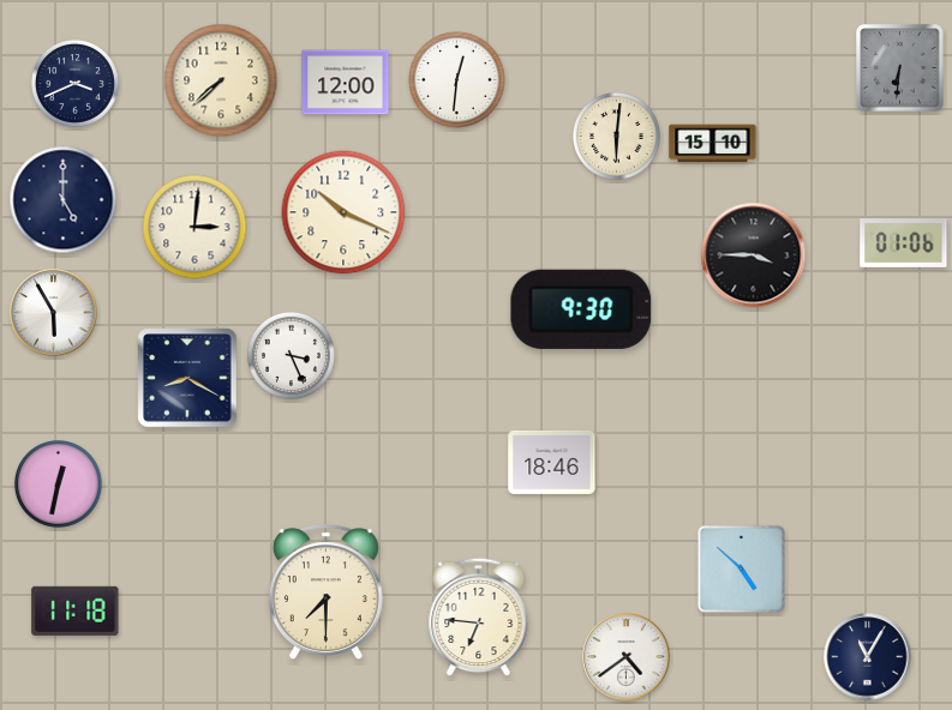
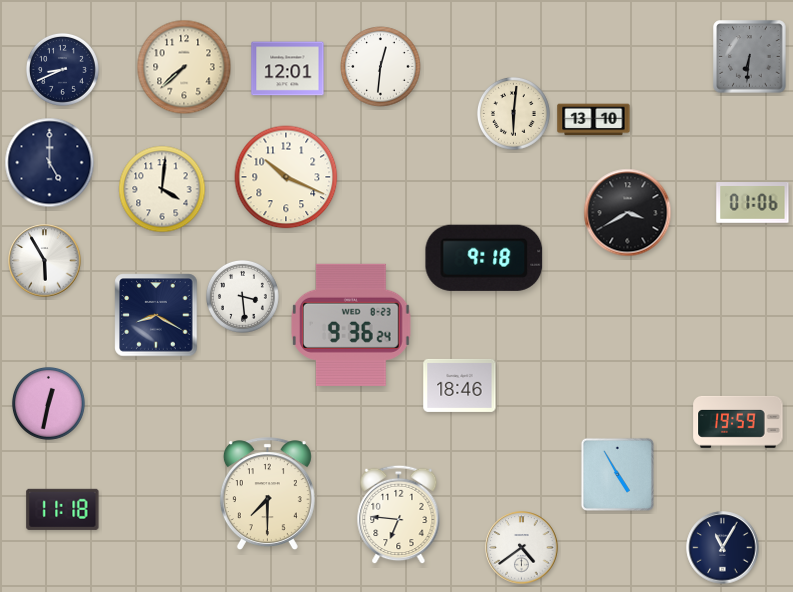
clock at (74, 83): 3:41 -> 8:41
clock at (346, 83): 12:00 -> 12:01
clock at (713, 144): 15:10 -> 13:10
clock at (64, 200) position: (64, 200) -> (50, 163)
clock at (194, 227): 3:01 -> 4:01
clock at (754, 255): 3:45 -> 3:40
clock at (581, 309): 9:30 -> 9:18
clock at (291, 355): 3:26 -> 3:29
clock at (351, 325): none -> 9:36
clock at (738, 422): none -> 19:59
clock at (741, 568): 4:52 -> 4:55
clock at (325, 592) position: (325, 592) -> (267, 494)
